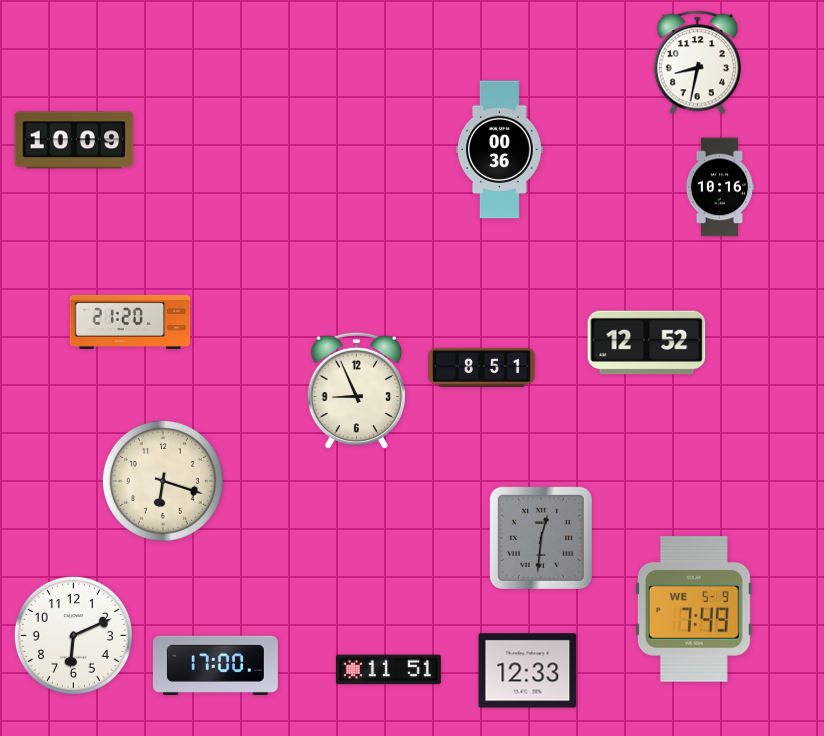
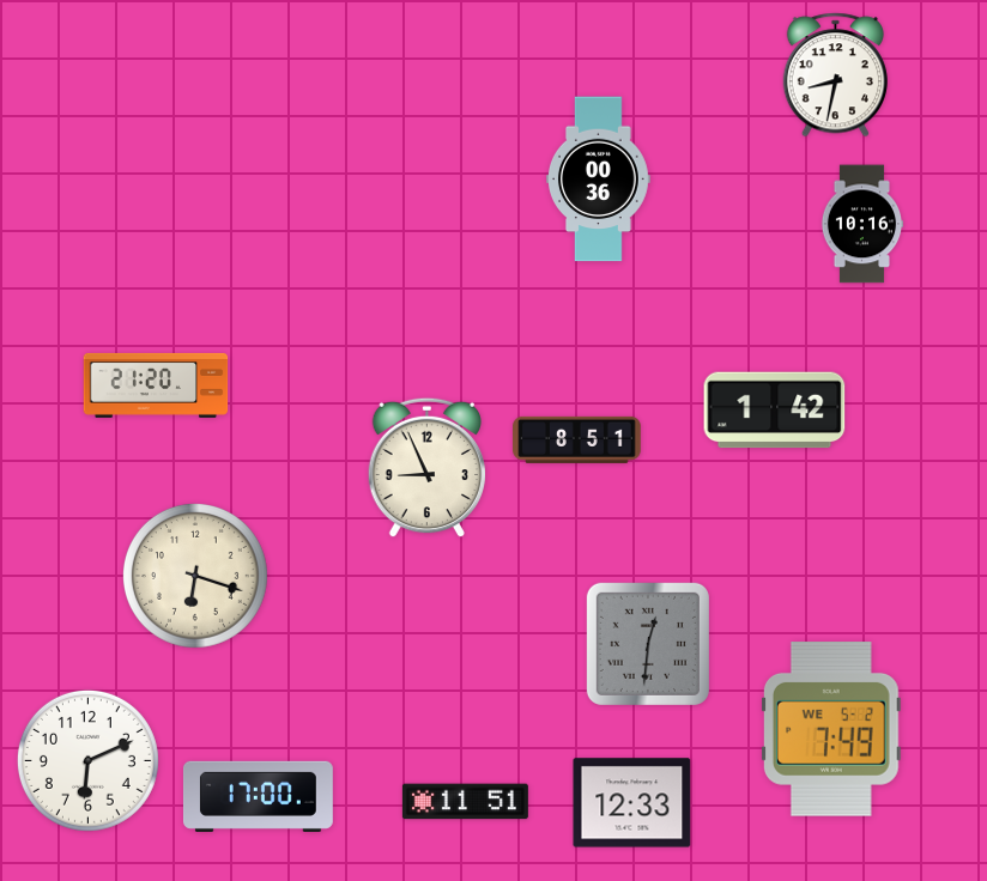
clock at (74, 140): 10:09 -> none
clock at (647, 343): 12:52 -> 1:42
clock at (694, 610) date: WE 5-9 -> WE 5-2
